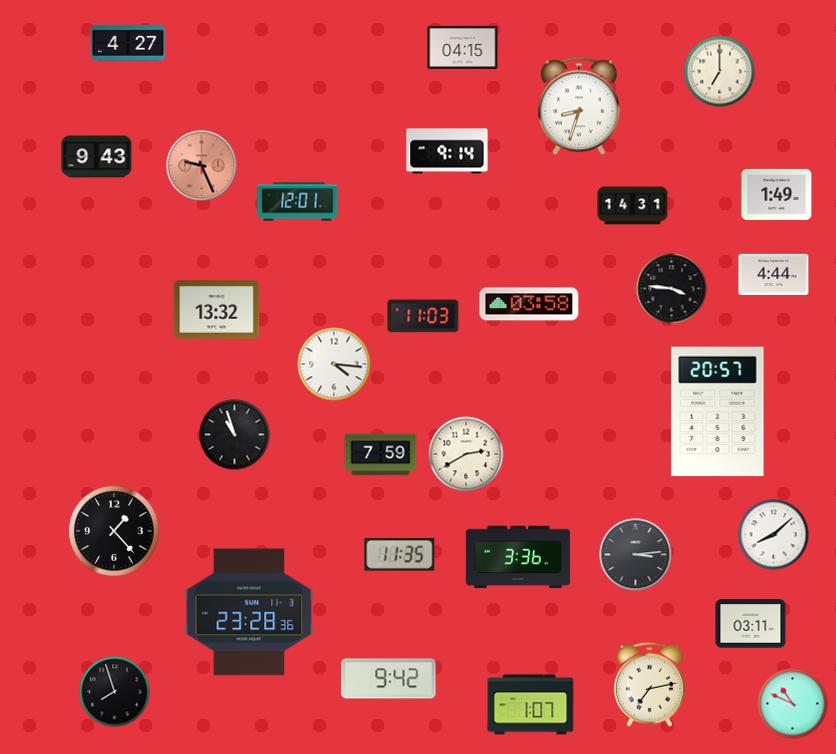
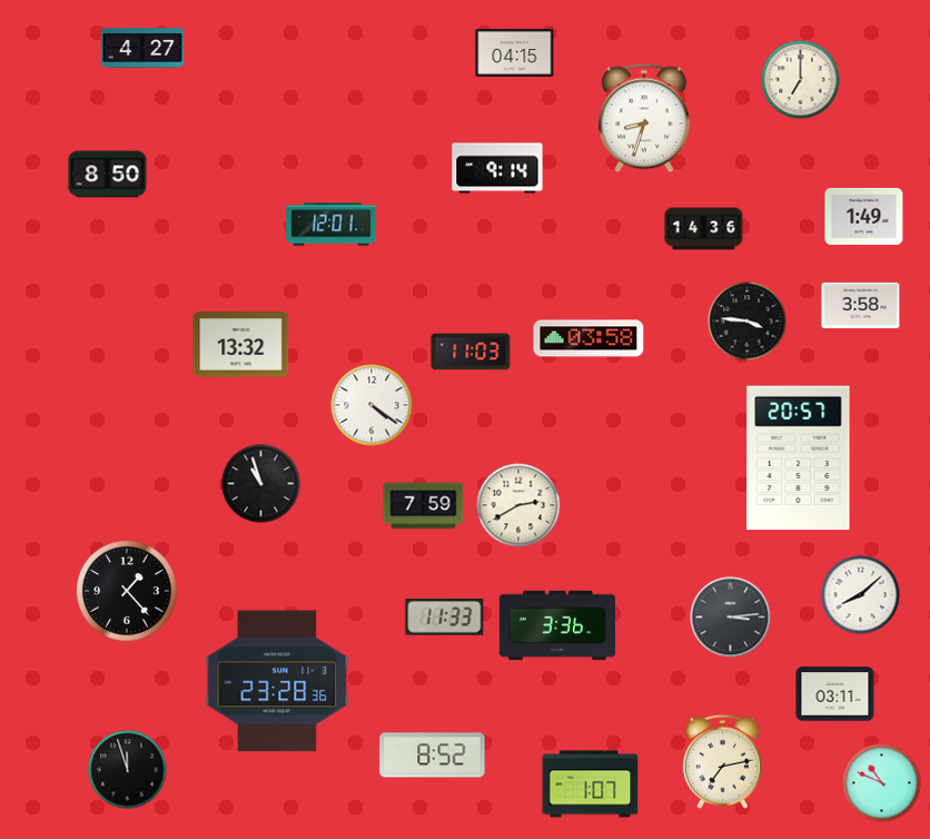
clock at (97, 157): 9:43 -> 8:50
clock at (202, 166): 9:26 -> none
clock at (633, 206): 14:31 -> 14:36
clock at (774, 274): 4:44 -> 3:58
clock at (334, 364): 4:16 -> 4:21
clock at (400, 555): 11:35 -> 11:33
clock at (636, 555) position: (636, 555) -> (731, 618)
clock at (518, 557) position: (518, 557) -> (557, 625)
clock at (389, 679): 9:42 -> 8:52
clock at (115, 692): 7:57 -> 11:57
